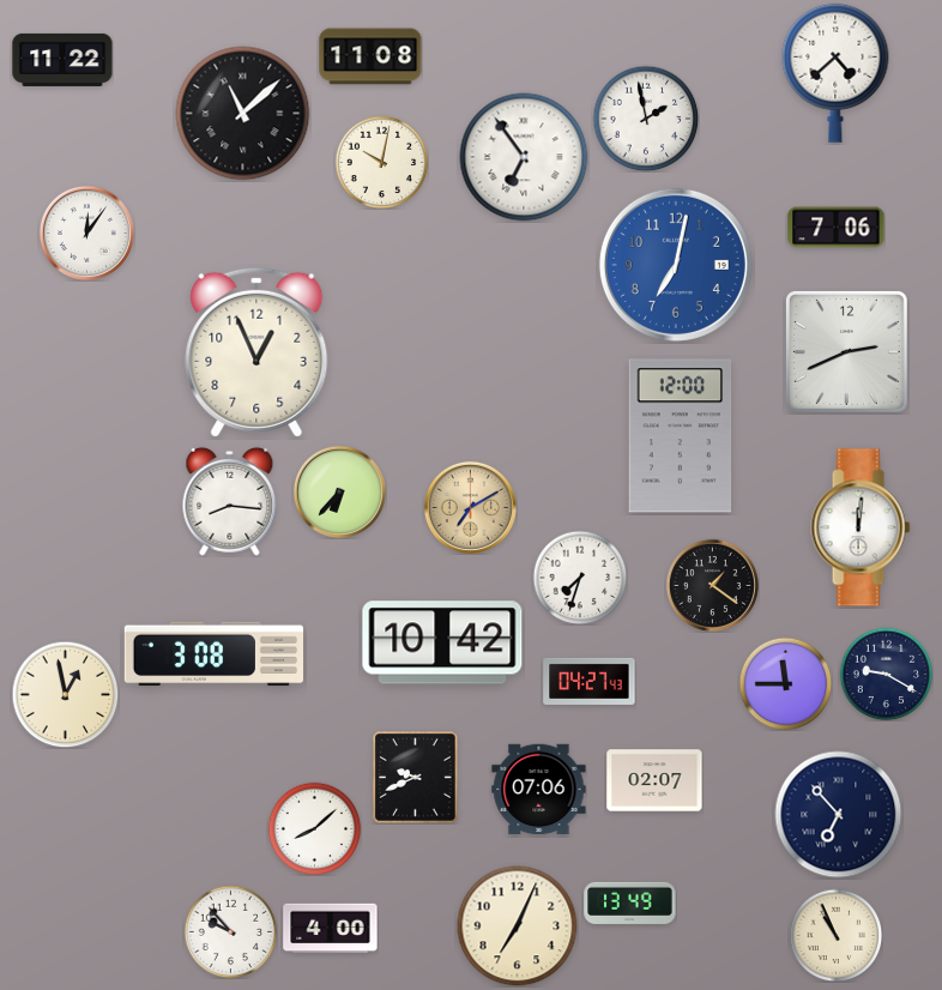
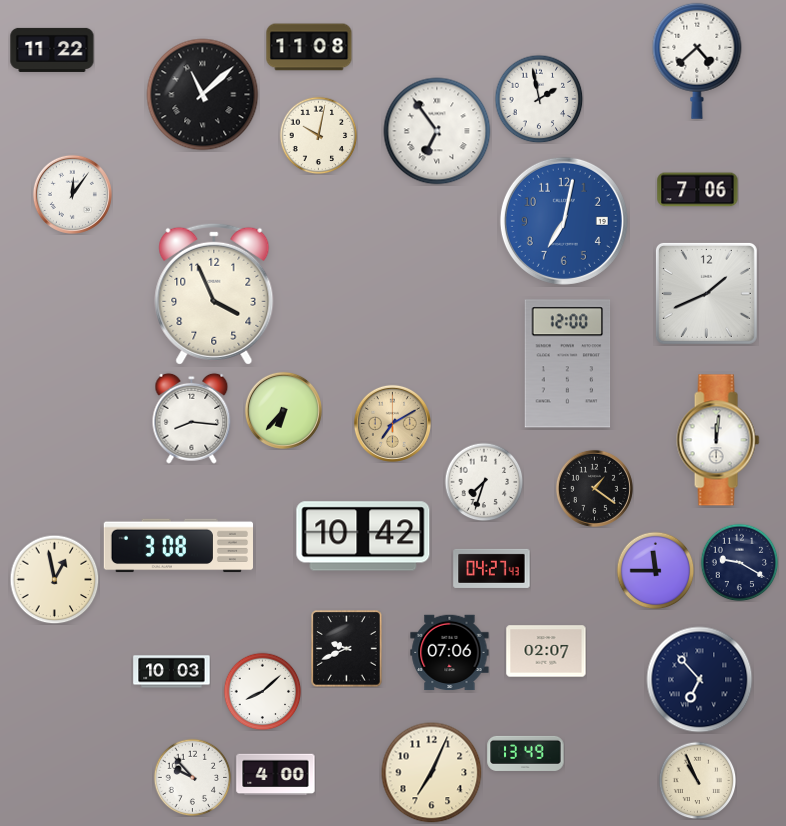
clock at (846, 351): 2:41 -> 1:41
clock at (256, 352): 12:56 -> 3:56
clock at (442, 642) position: (442, 642) -> (363, 536)
clock at (539, 790) position: (539, 790) -> (450, 653)
clock at (172, 672): none -> 10:03
